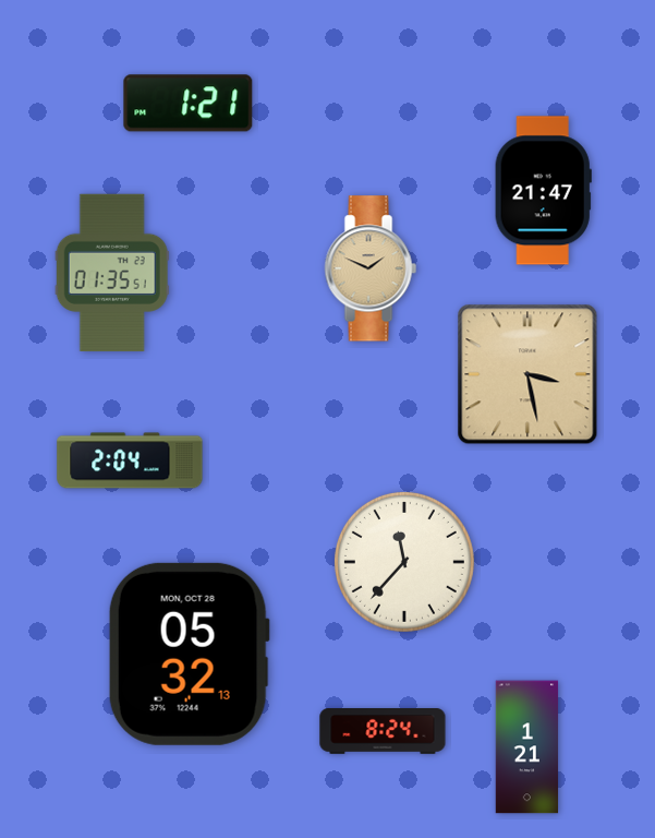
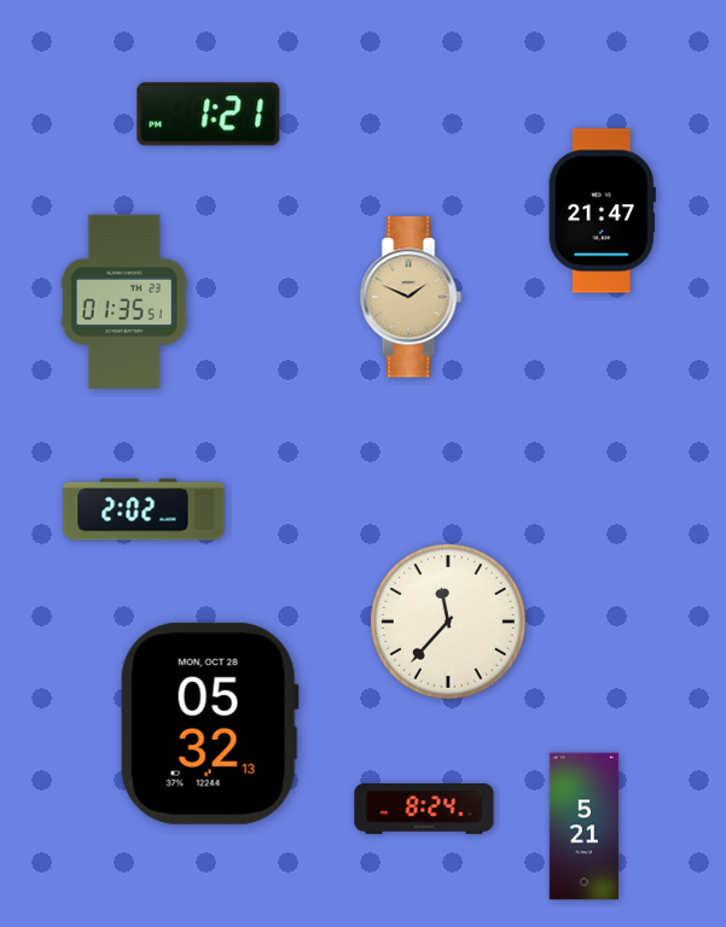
clock at (527, 374): 3:28 -> none
clock at (130, 460): 2:04 -> 2:02
clock at (527, 747): 1:21 -> 5:21
